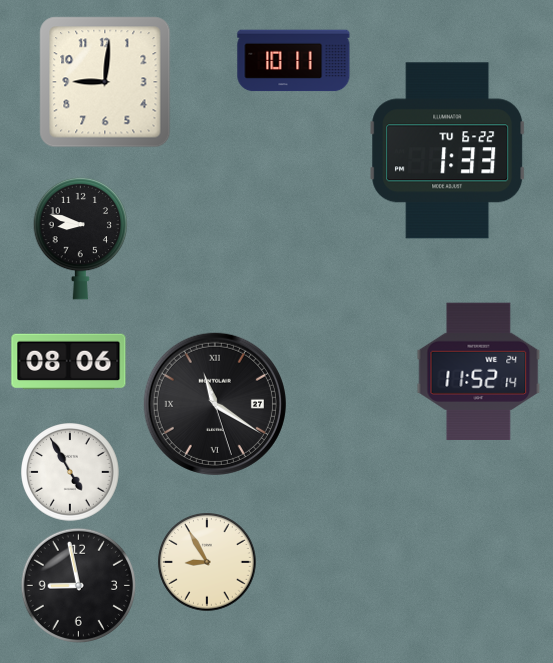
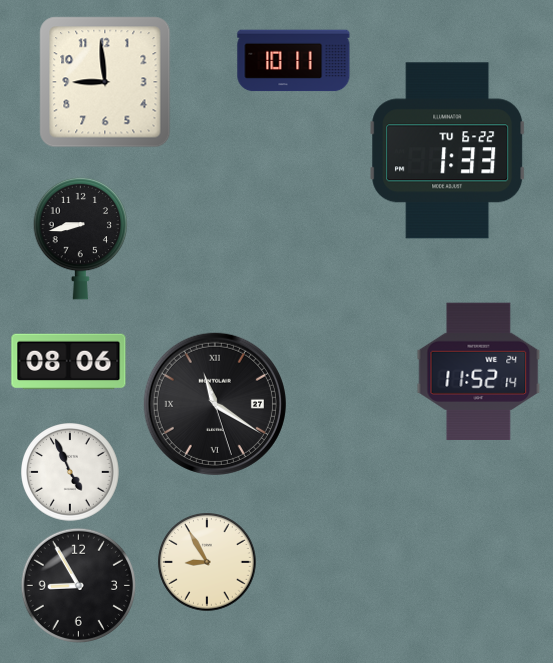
clock at (105, 82): 9:01 -> 8:59
clock at (81, 238): 8:48 -> 8:43
clock at (70, 473): 4:55 -> 4:56
clock at (78, 585): 8:58 -> 8:55
